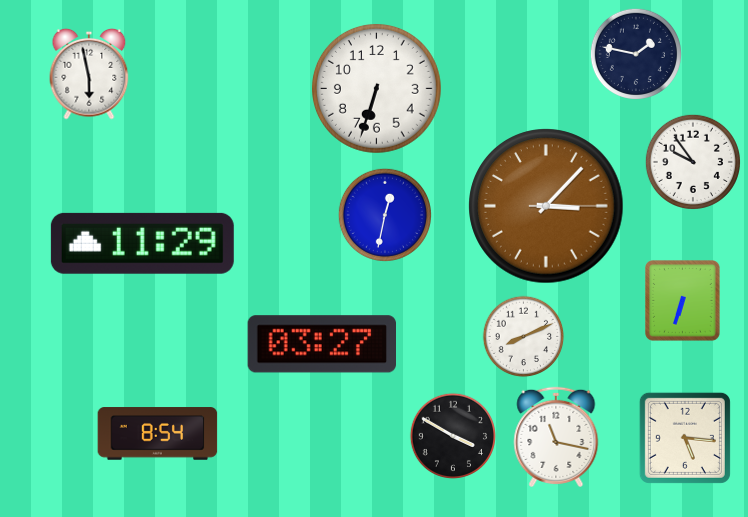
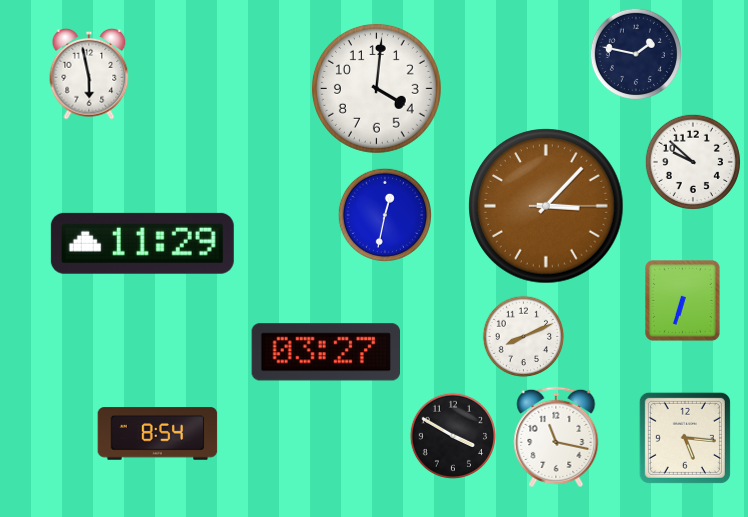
clock at (376, 88): 6:33 -> 4:01
clock at (693, 162): 9:54 -> 9:52
clock at (321, 344) position: (321, 344) -> (325, 352)
